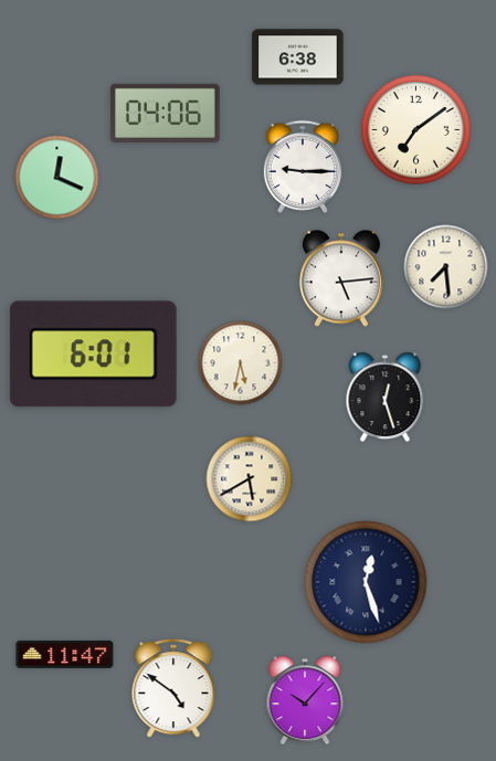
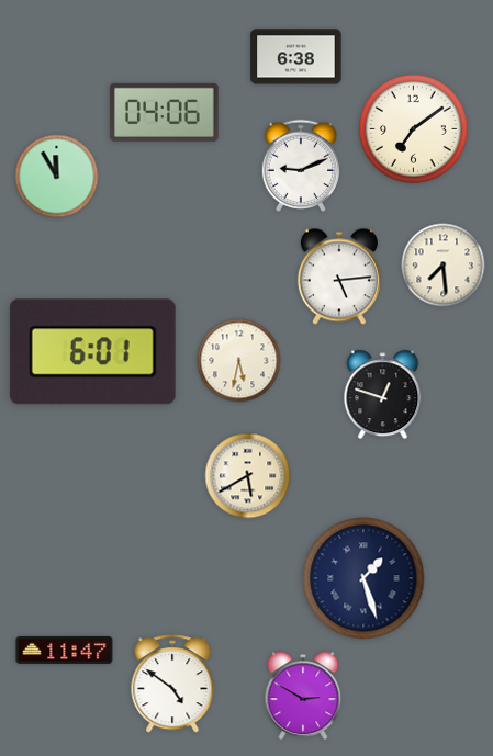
clock at (302, 167): 9:15 -> 9:11
clock at (57, 178): 12:19 -> 11:55
clock at (386, 398): 12:27 -> 12:48
clock at (366, 582): 12:27 -> 1:27
clock at (305, 700): 10:07 -> 2:50
